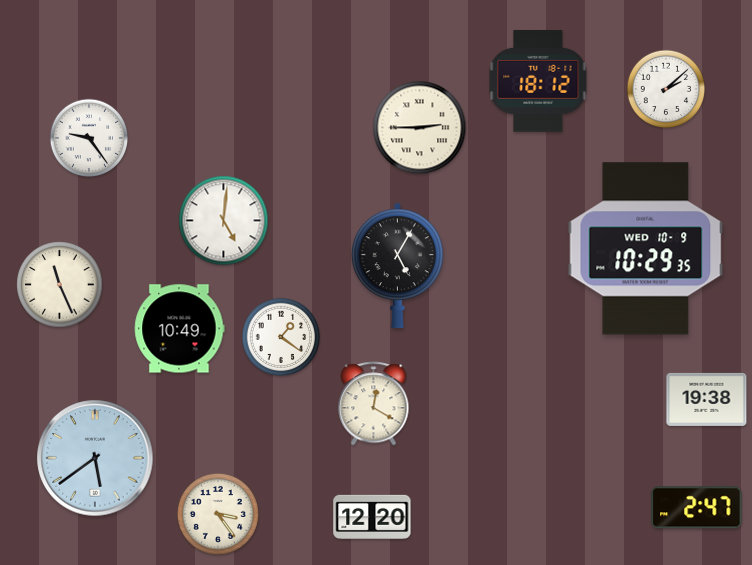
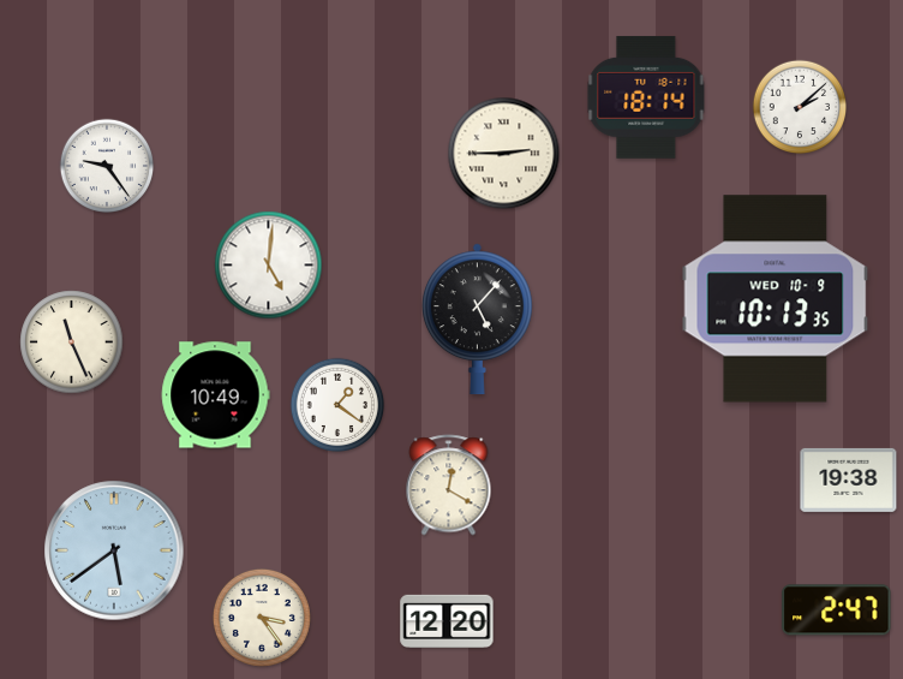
clock at (538, 81): 18:12 -> 18:14
clock at (646, 249): 10:29 -> 10:13
clock at (397, 265): 5:05 -> 5:07
